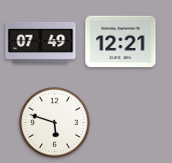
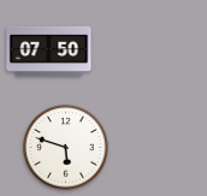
clock at (41, 42): 07:49 -> 07:50
clock at (121, 42): 12:21 -> none
